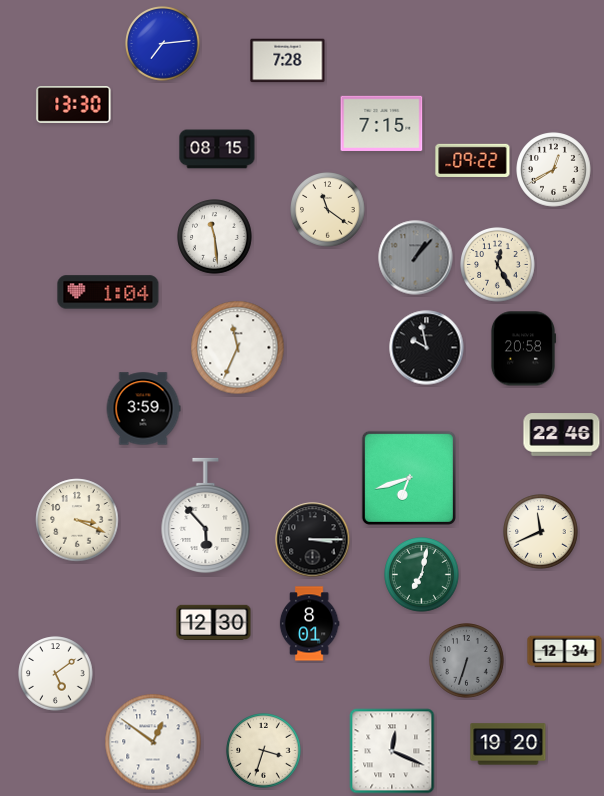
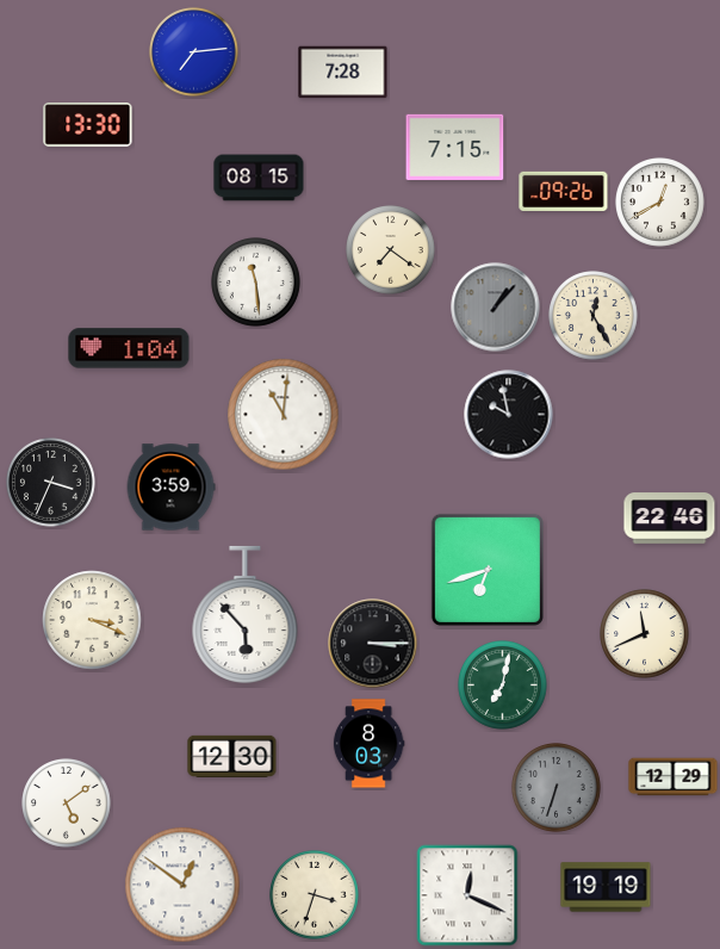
clock at (473, 160): 09:22 -> 09:26
clock at (328, 210): 11:21 -> 7:21
clock at (238, 348): 11:34 -> 11:01
clock at (522, 349): 20:58 -> none
clock at (51, 483): none -> 3:34
clock at (214, 622) position: (214, 622) -> (232, 756)
clock at (309, 624): 8:01 -> 8:03
clock at (565, 652): 12:34 -> 12:29
clock at (508, 744): 19:20 -> 19:19
